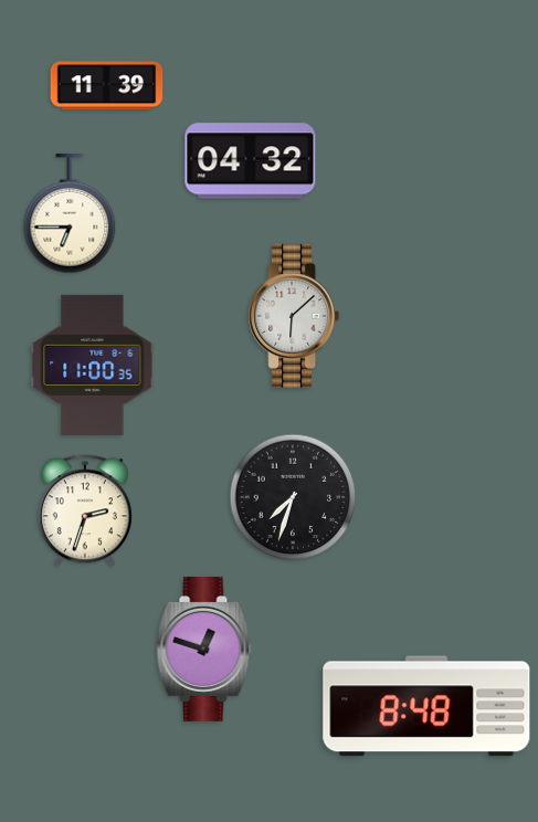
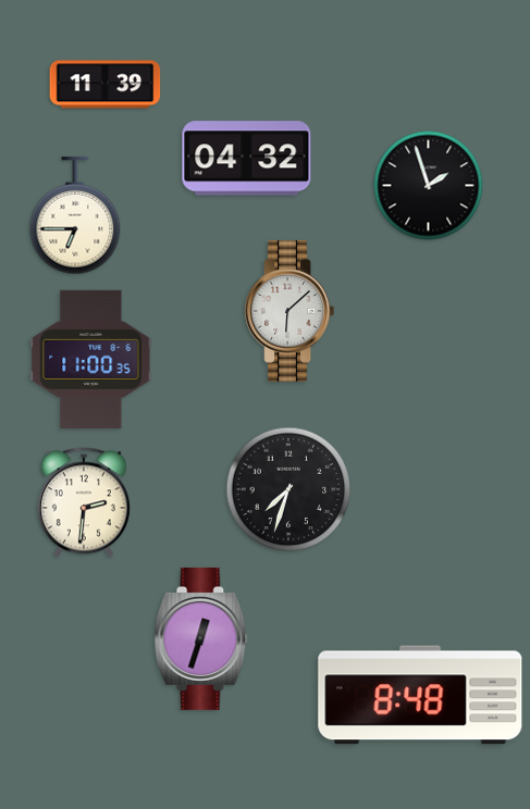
clock at (429, 186): none -> 1:57
clock at (70, 213) position: (70, 213) -> (75, 215)
clock at (85, 510): 2:33 -> 2:31
clock at (204, 649): 12:48 -> 12:33
